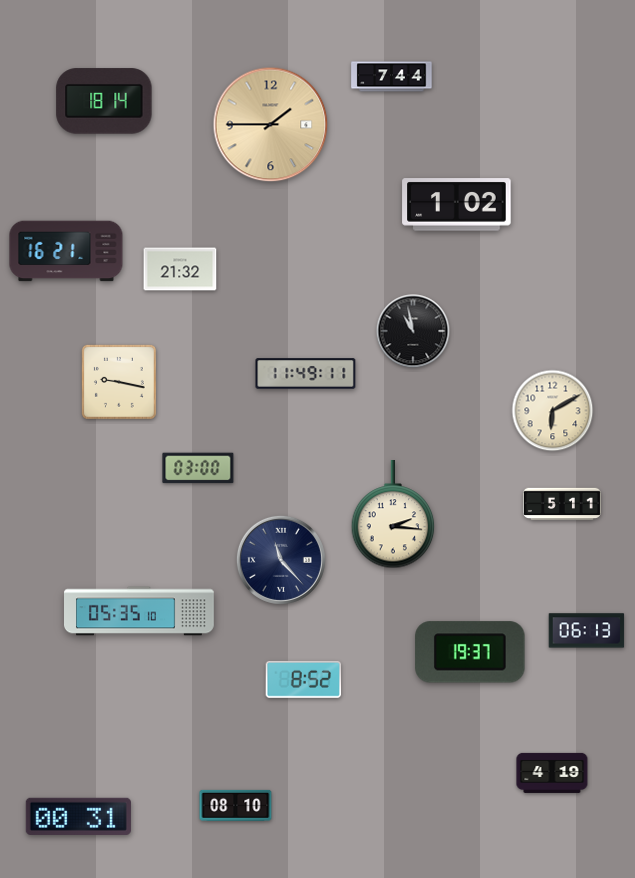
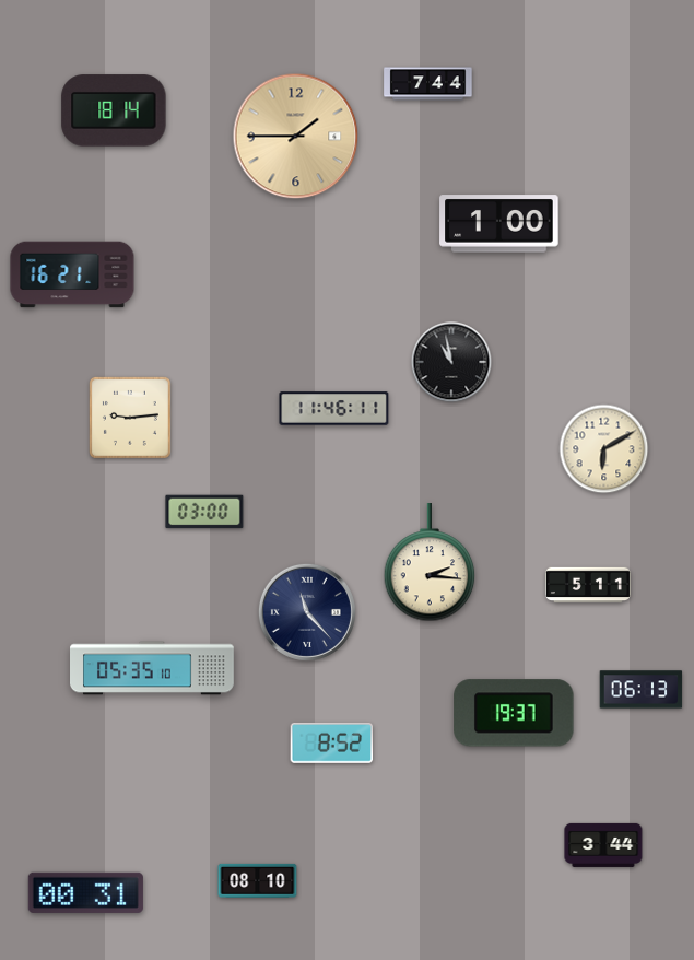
clock at (457, 205): 1:02 -> 1:00
clock at (180, 269): 21:32 -> none
clock at (306, 374): 11:49 -> 11:46
clock at (119, 382): 9:17 -> 9:14
clock at (198, 468) position: (198, 468) -> (204, 512)
clock at (562, 504) position: (562, 504) -> (588, 585)
clock at (552, 773): 4:19 -> 3:44
